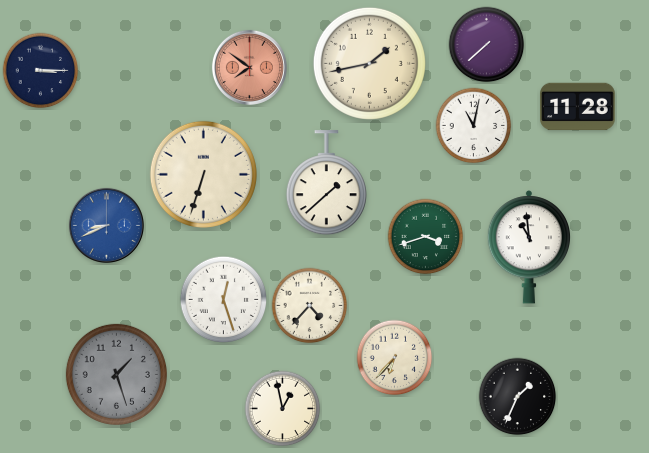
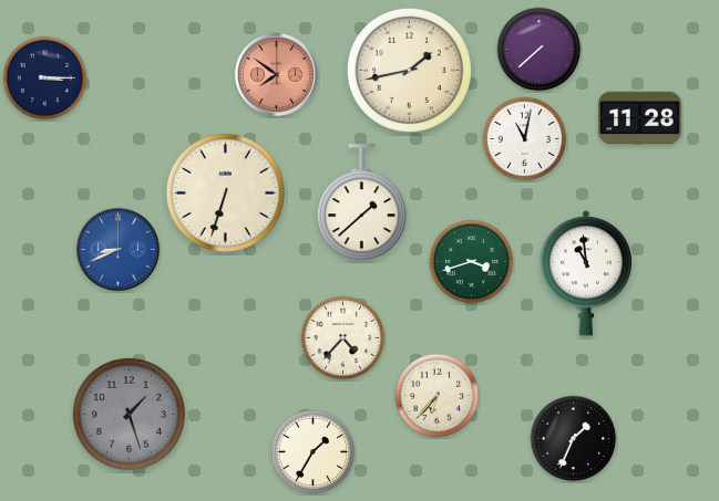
clock at (224, 300): 12:27 -> none
clock at (283, 409): 12:58 -> 1:35
